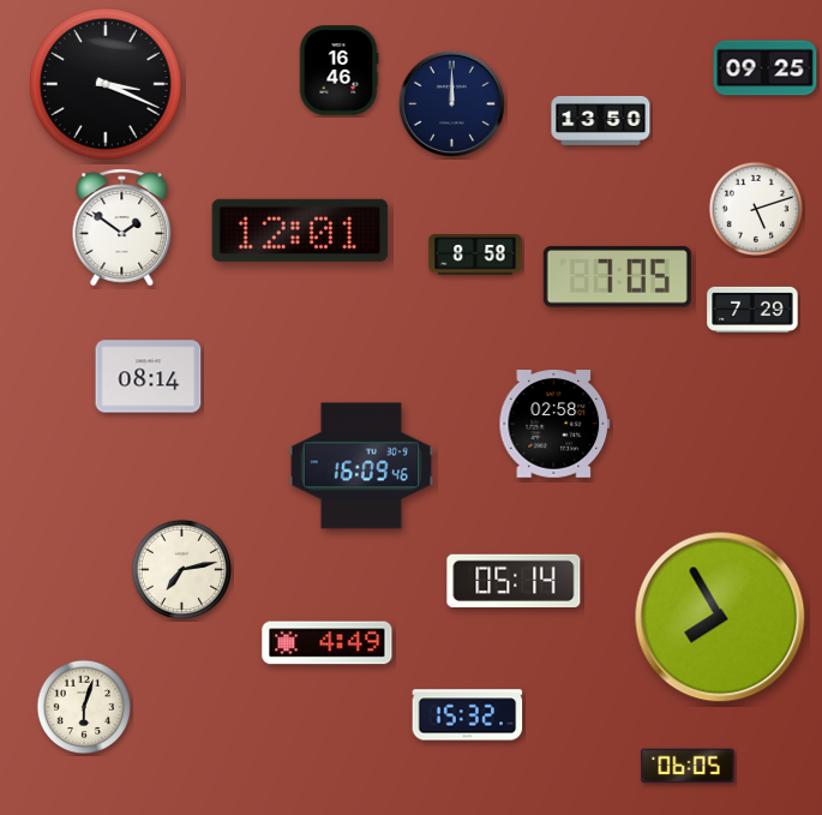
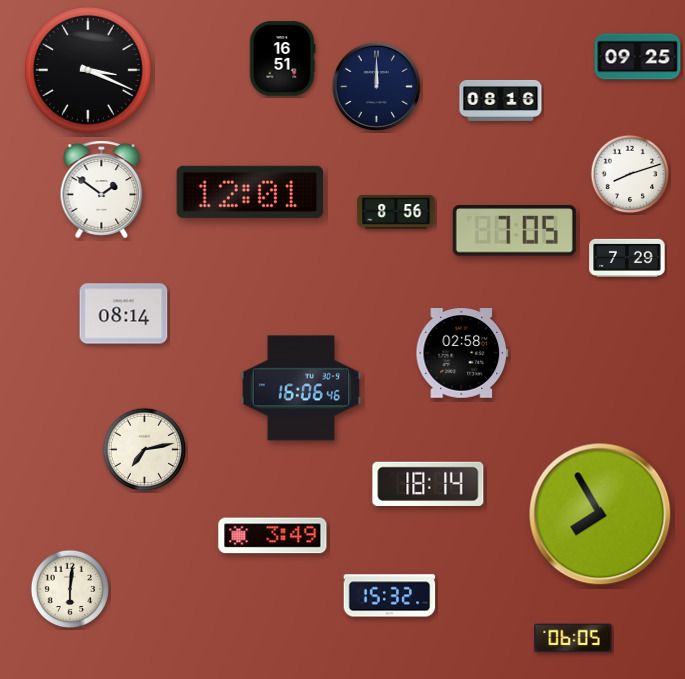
clock at (338, 71): 16:46 -> 16:51
clock at (601, 120): 13:50 -> 08:16
clock at (756, 209): 5:12 -> 8:12
clock at (475, 256): 8:58 -> 8:56
clock at (361, 466): 16:09 -> 16:06
clock at (181, 569) position: (181, 569) -> (144, 449)
clock at (514, 581): 05:14 -> 18:14
clock at (328, 643): 4:49 -> 3:49
clock at (84, 707): 6:03 -> 6:01
